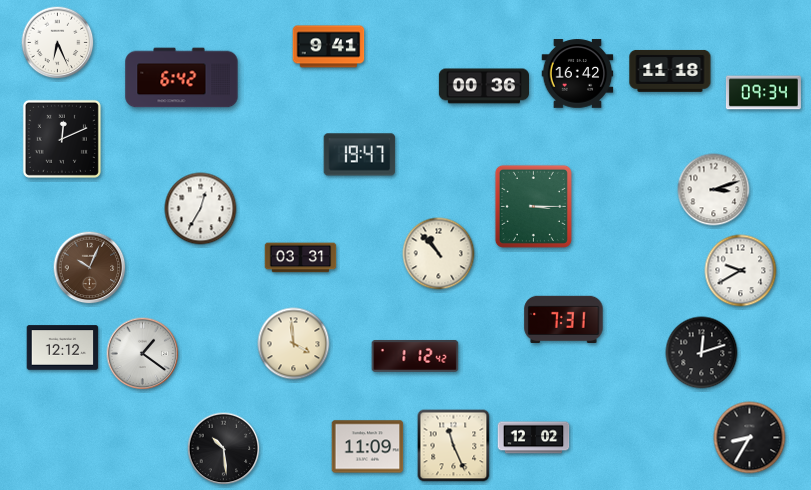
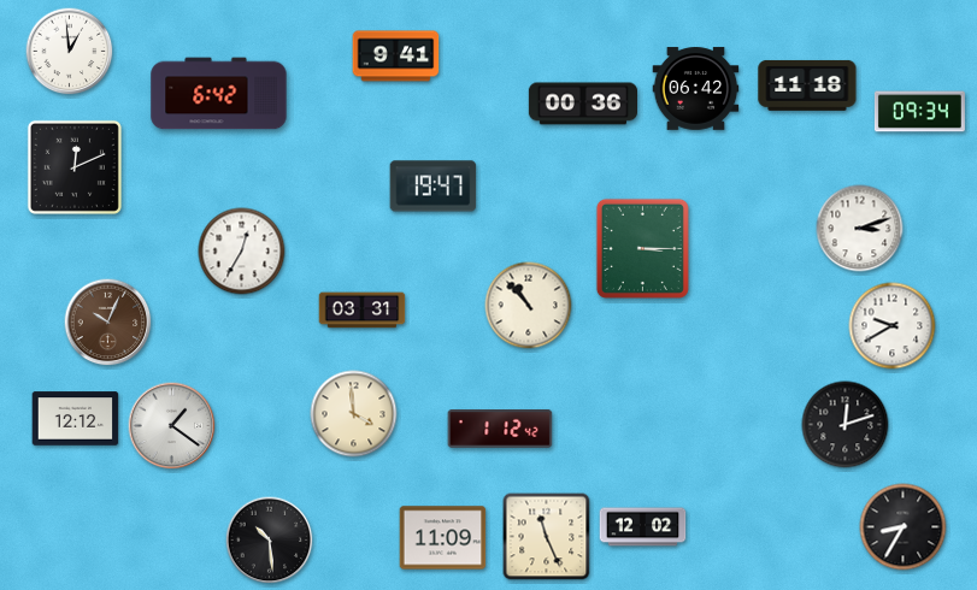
clock at (58, 43): 6:26 -> 12:59
clock at (578, 74): 16:42 -> 06:42
clock at (564, 319): 7:31 -> none
